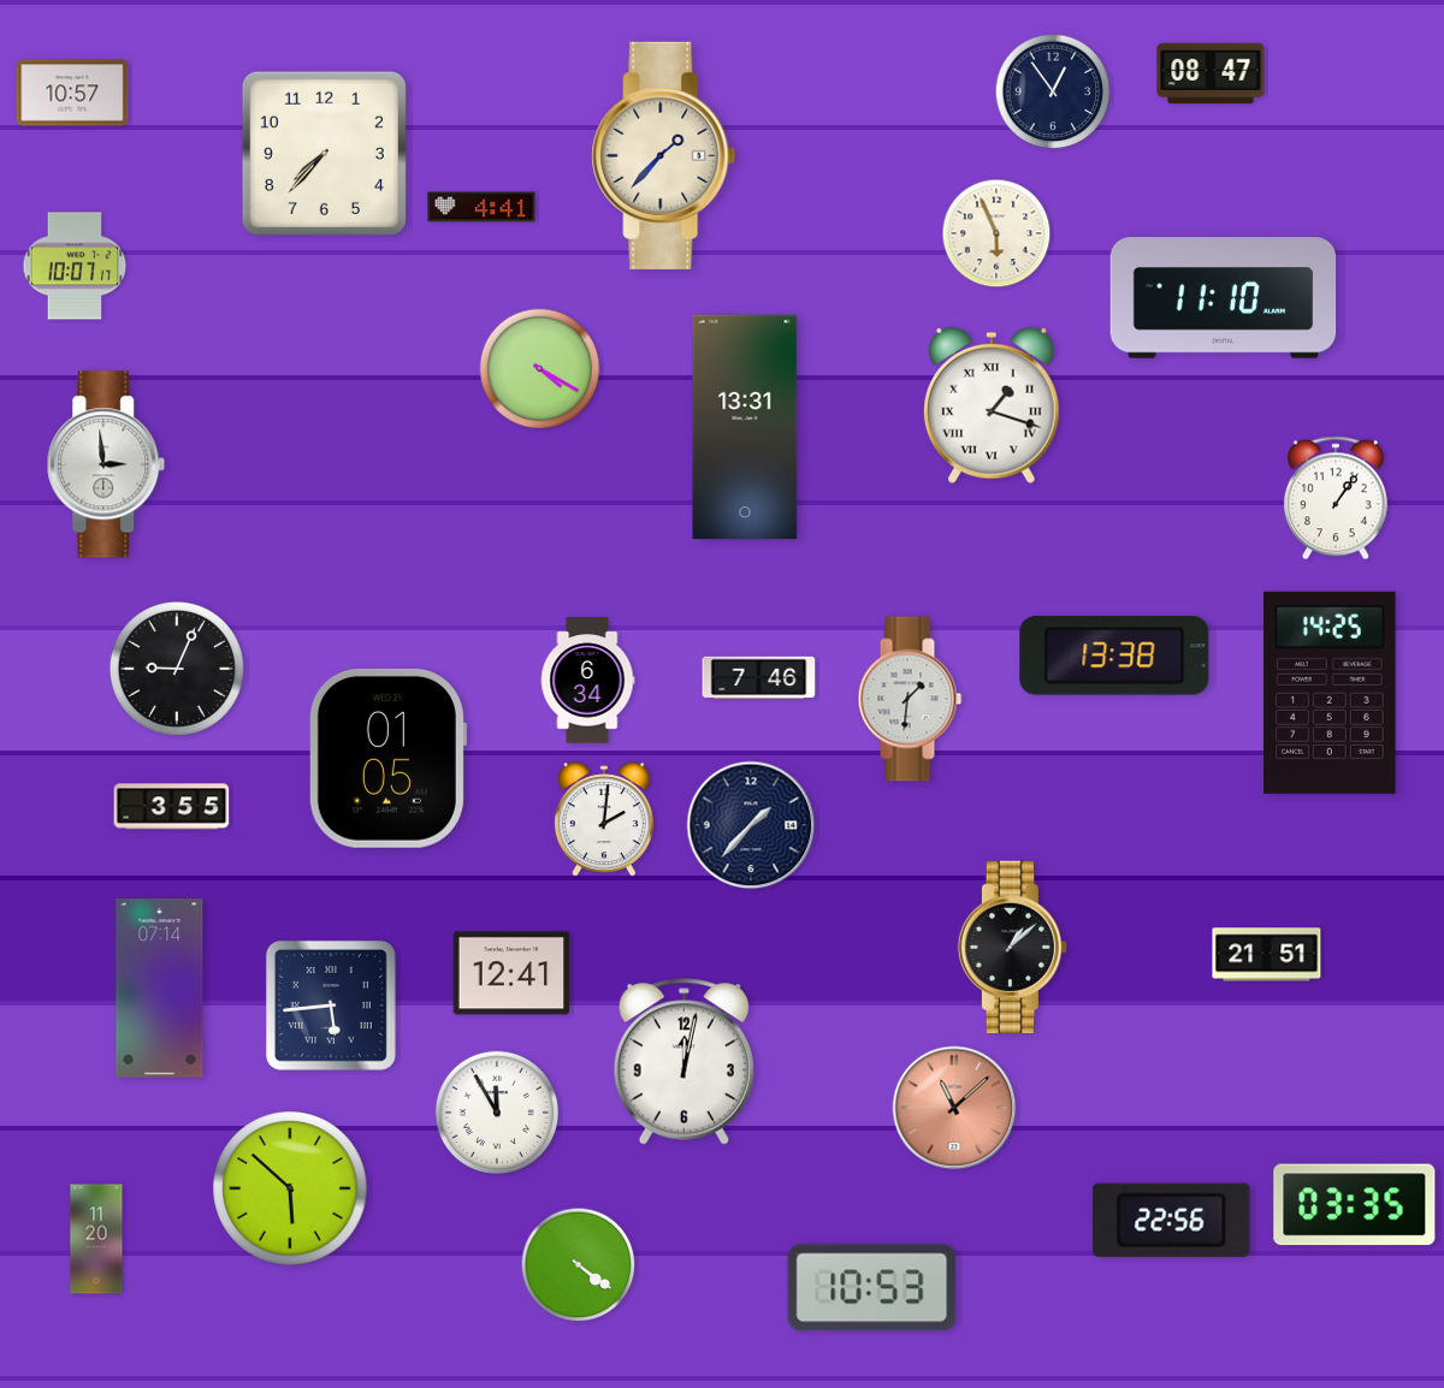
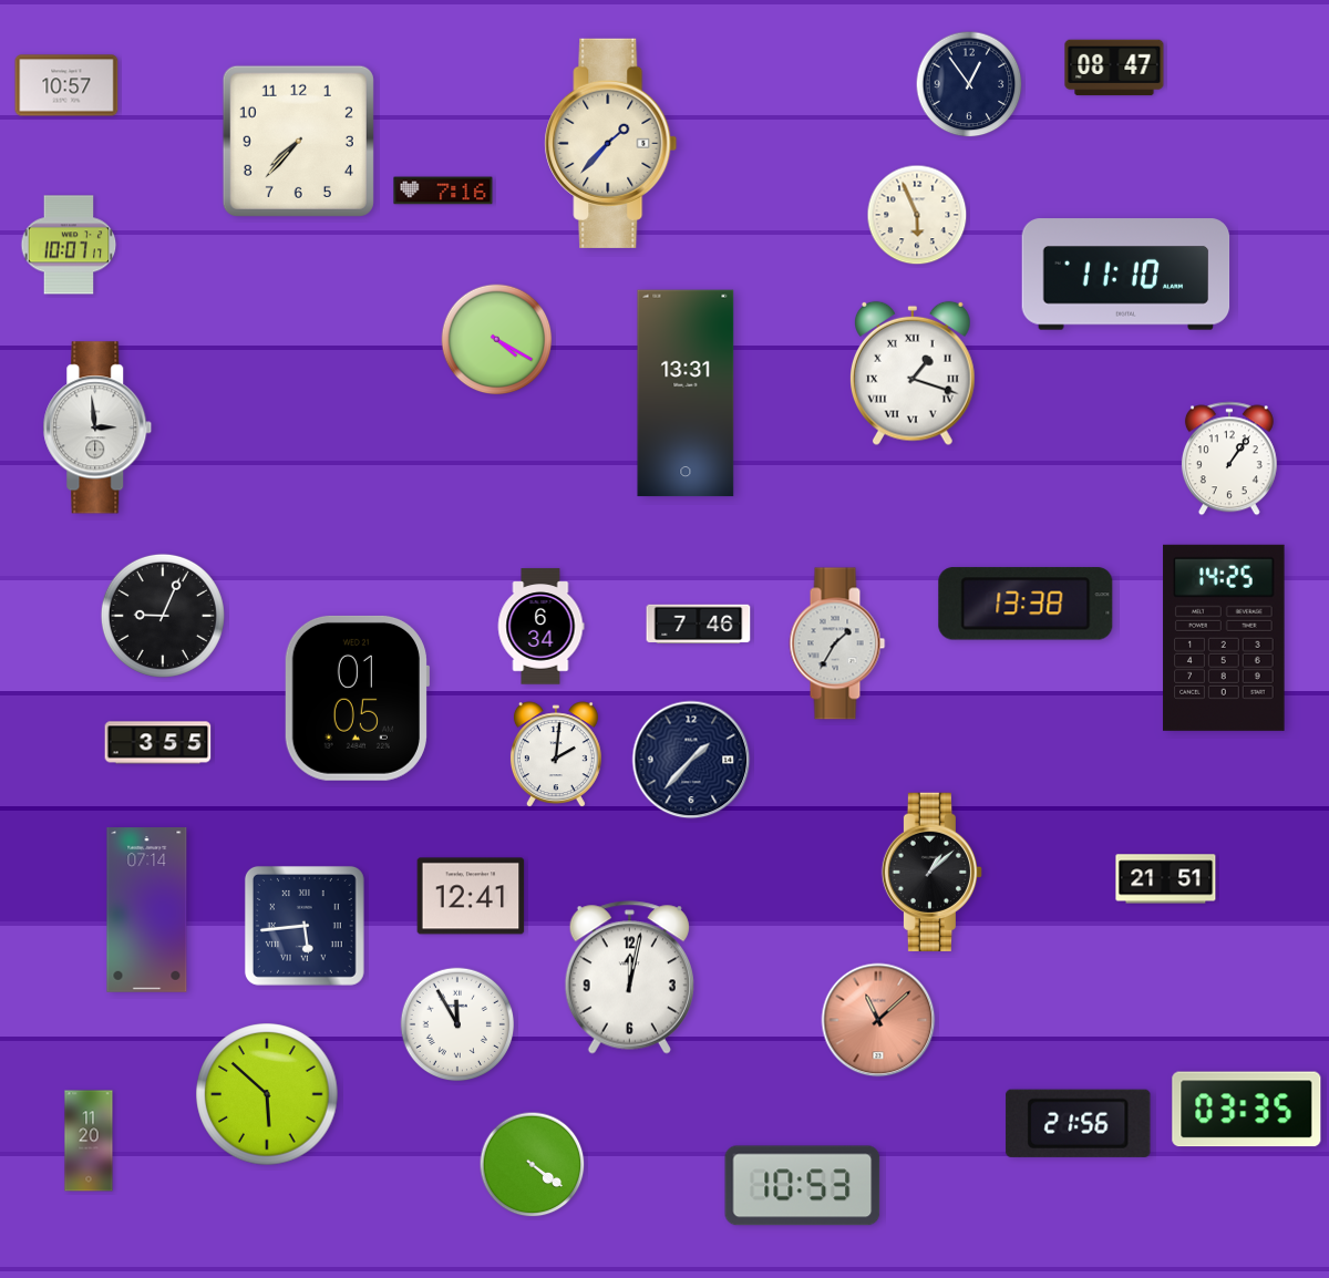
clock at (481, 207): 4:41 -> 7:16
clock at (910, 699): 1:31 -> 1:35
clock at (1172, 1220): 22:56 -> 21:56
